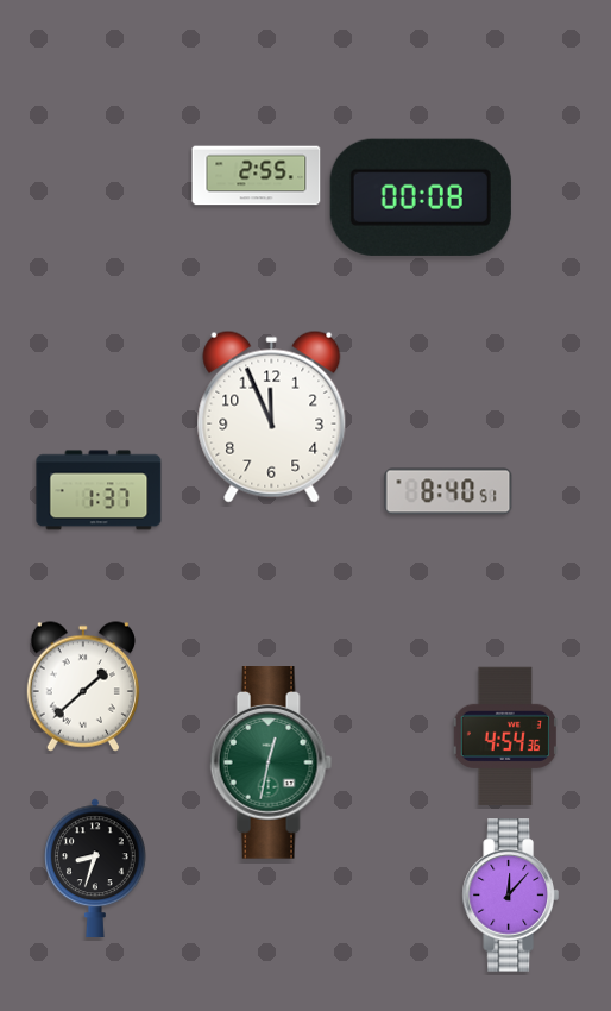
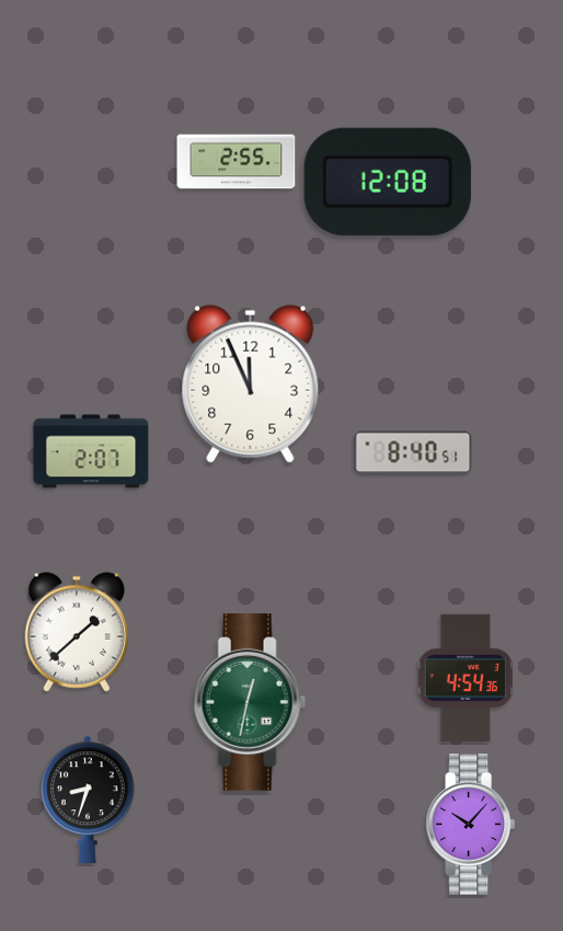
clock at (421, 197): 00:08 -> 12:08
clock at (99, 490): 1:37 -> 2:07
clock at (510, 896): 12:07 -> 10:07
